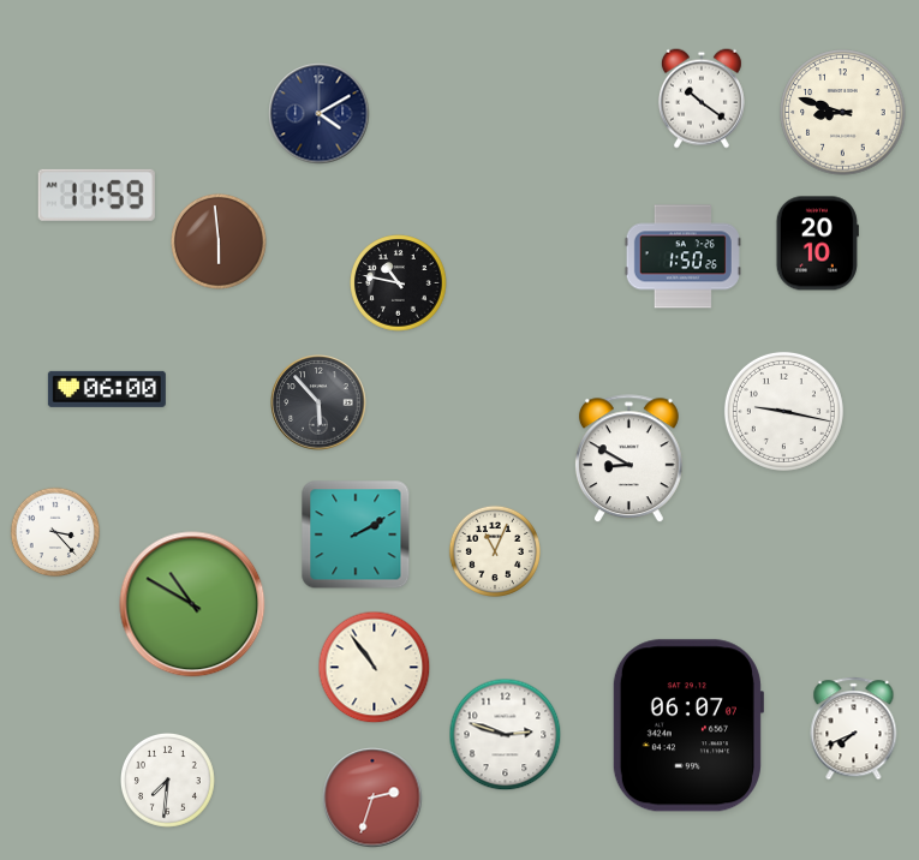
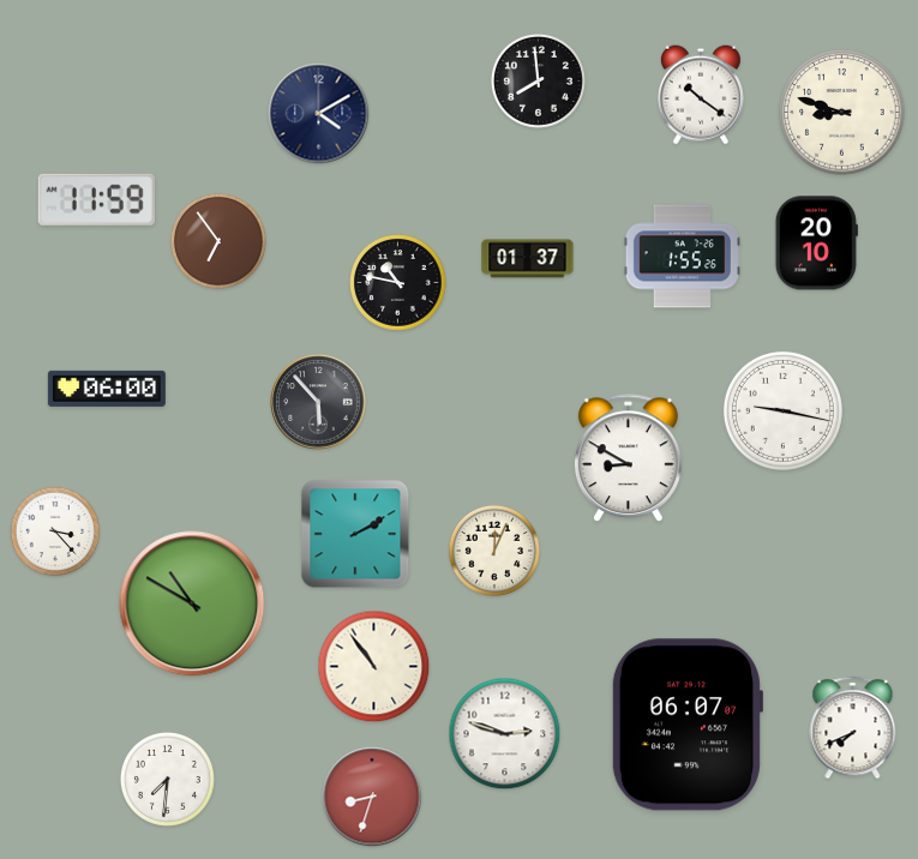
clock at (538, 80): none -> 7:59
clock at (702, 98) position: (702, 98) -> (701, 95)
clock at (96, 195) position: (96, 195) -> (96, 199)
clock at (220, 243): 5:59 -> 6:54
clock at (682, 257): 1:50 -> 1:55
clock at (528, 259): none -> 01:37
clock at (494, 550): 11:04 -> 12:04
clock at (372, 798): 2:33 -> 8:33
